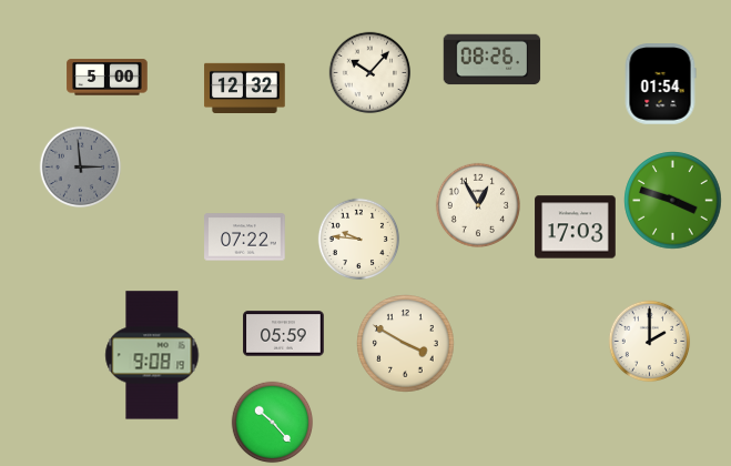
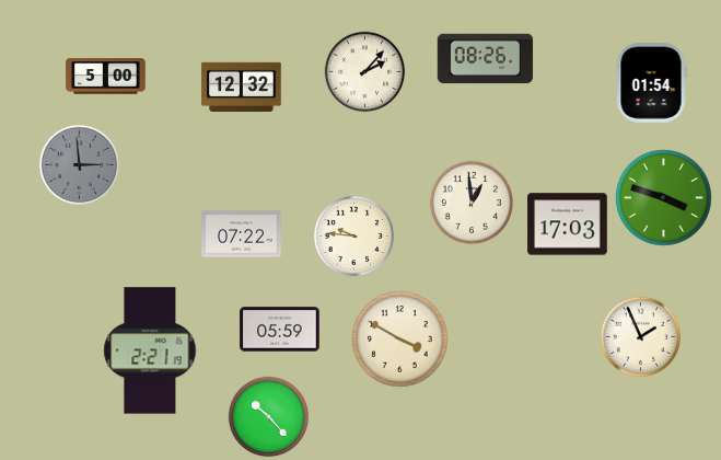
clock at (370, 73): 10:07 -> 2:07
clock at (477, 204): 12:55 -> 12:59
clock at (650, 342): 2:00 -> 1:56
clock at (152, 355): 9:08 -> 2:21
